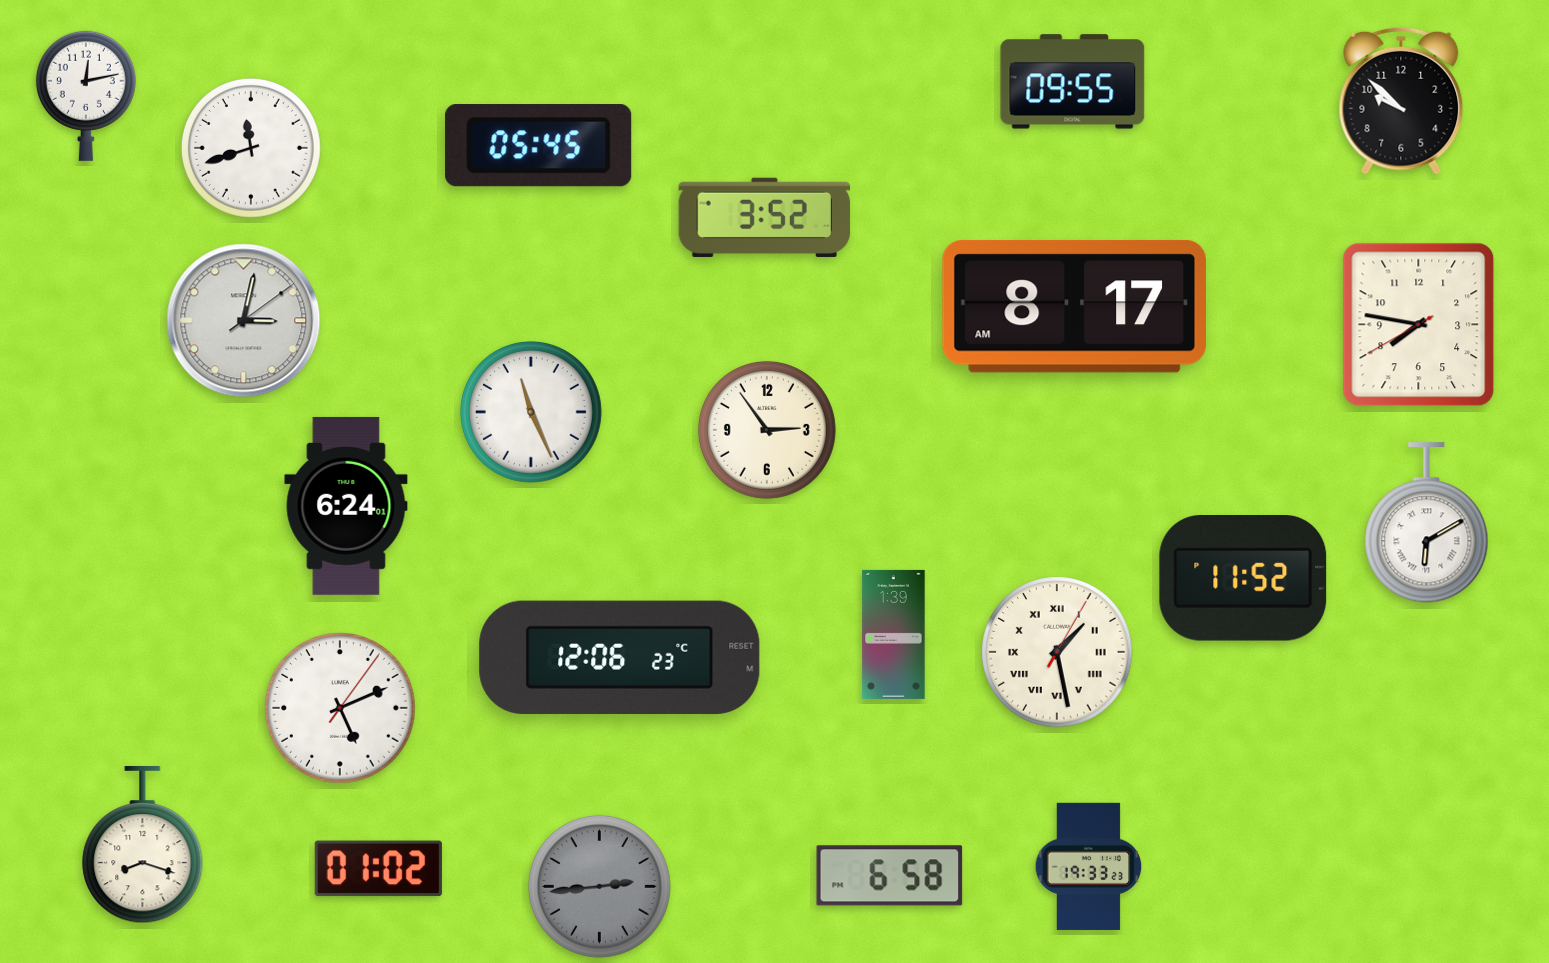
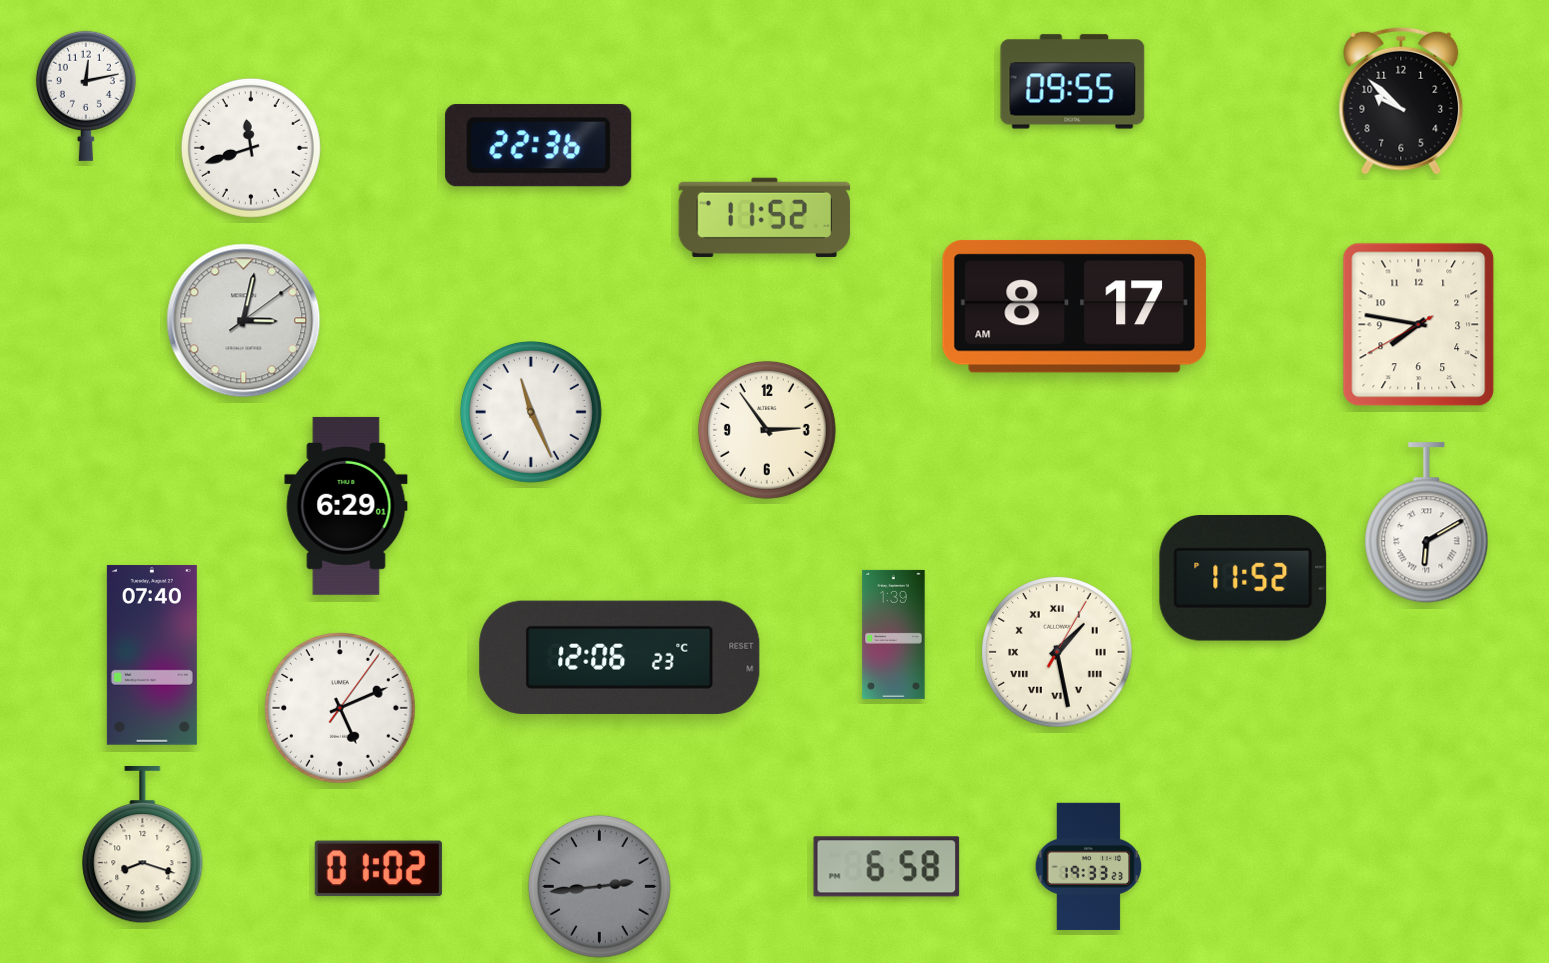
clock at (539, 146): 05:45 -> 22:36
clock at (765, 217): 3:52 -> 11:52
clock at (346, 506): 6:24 -> 6:29
clock at (152, 656): none -> 07:40
clock at (890, 876) position: (890, 876) -> (887, 867)
